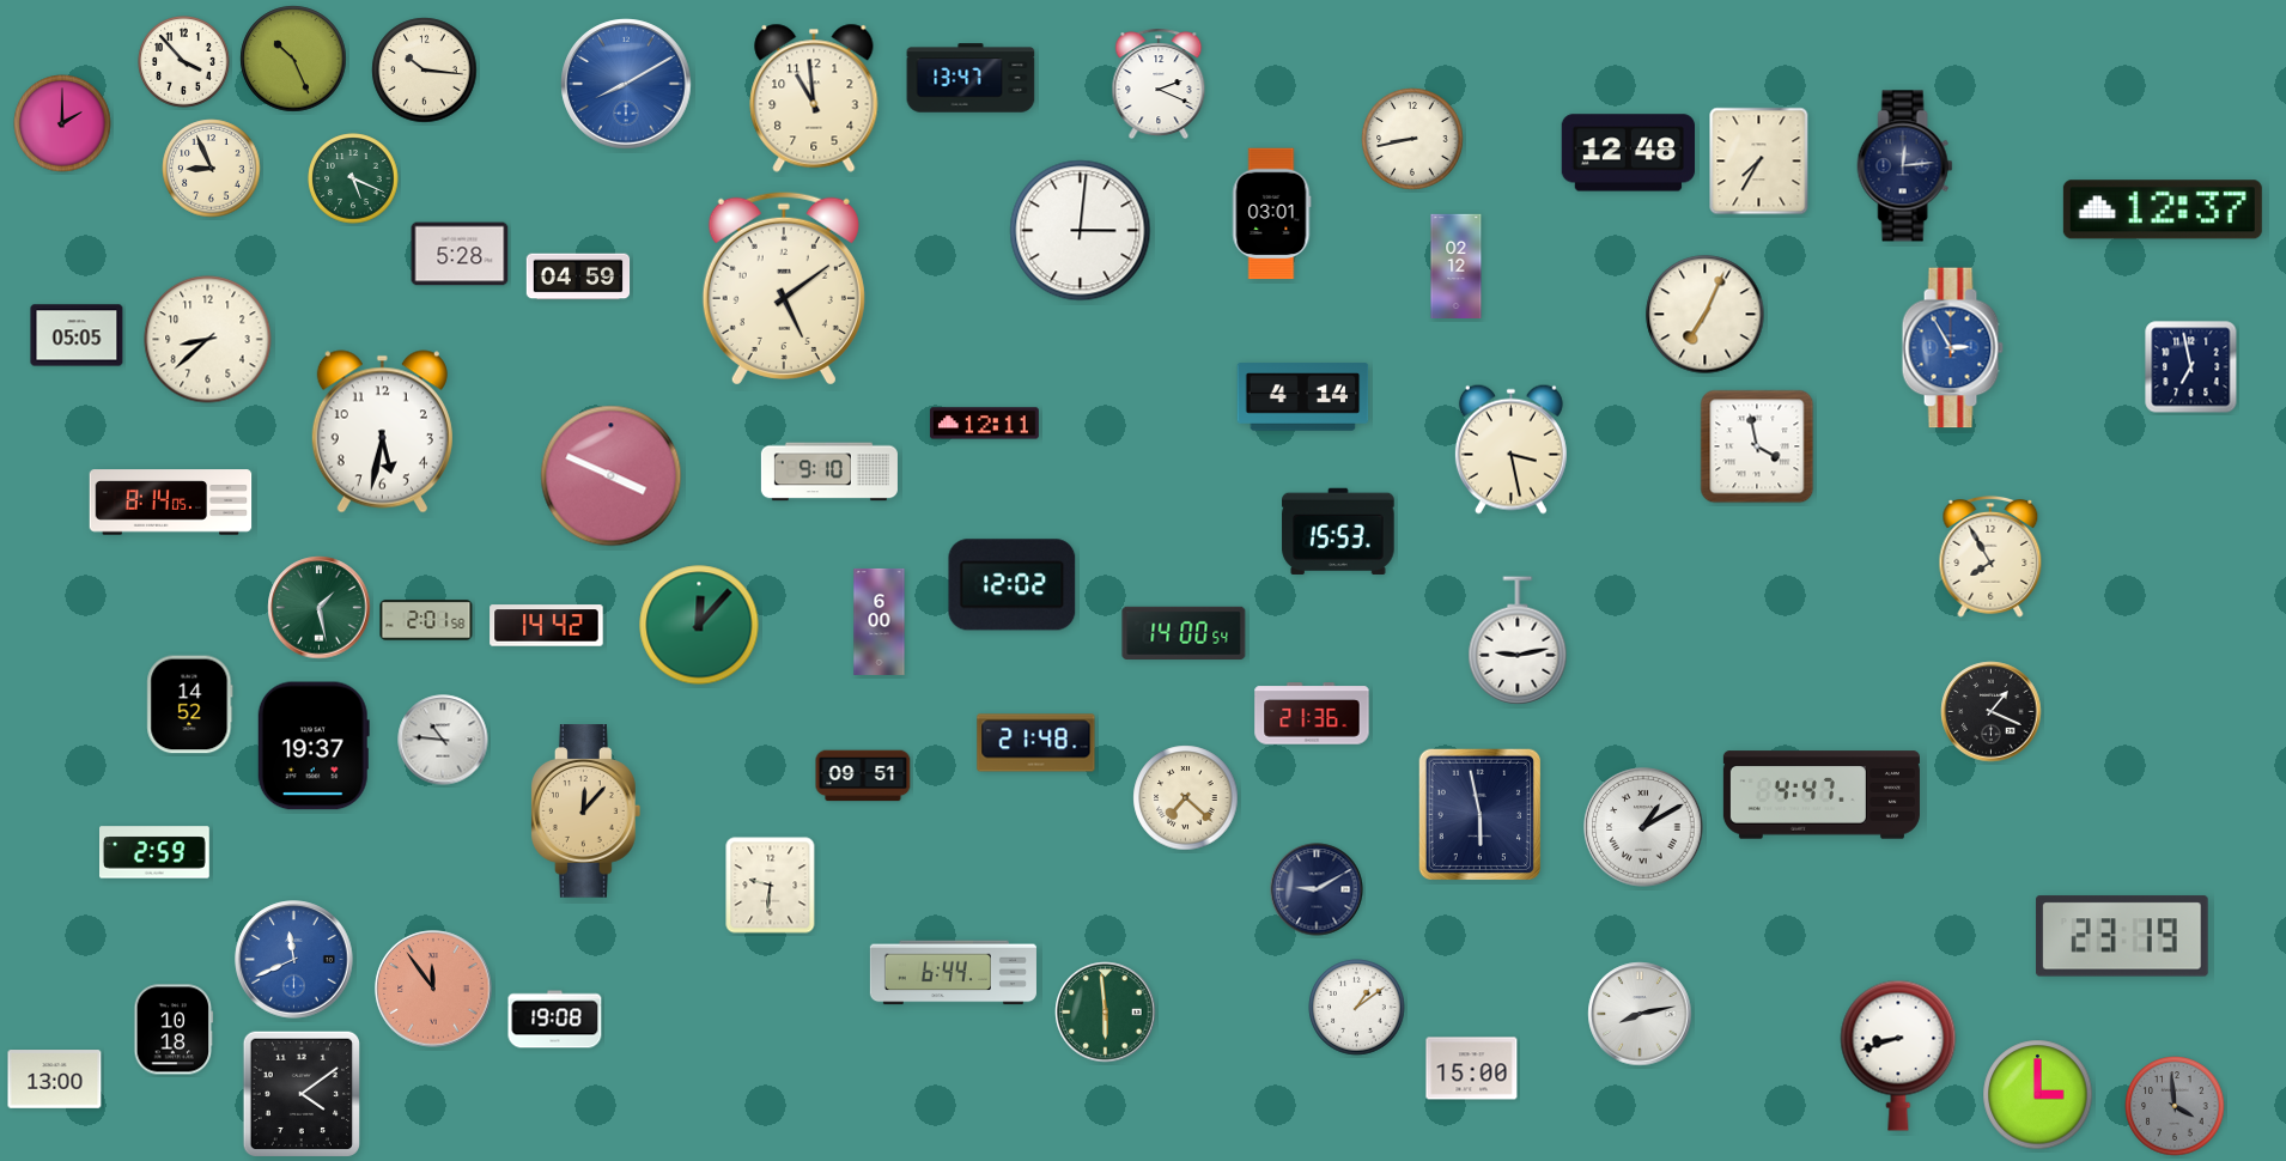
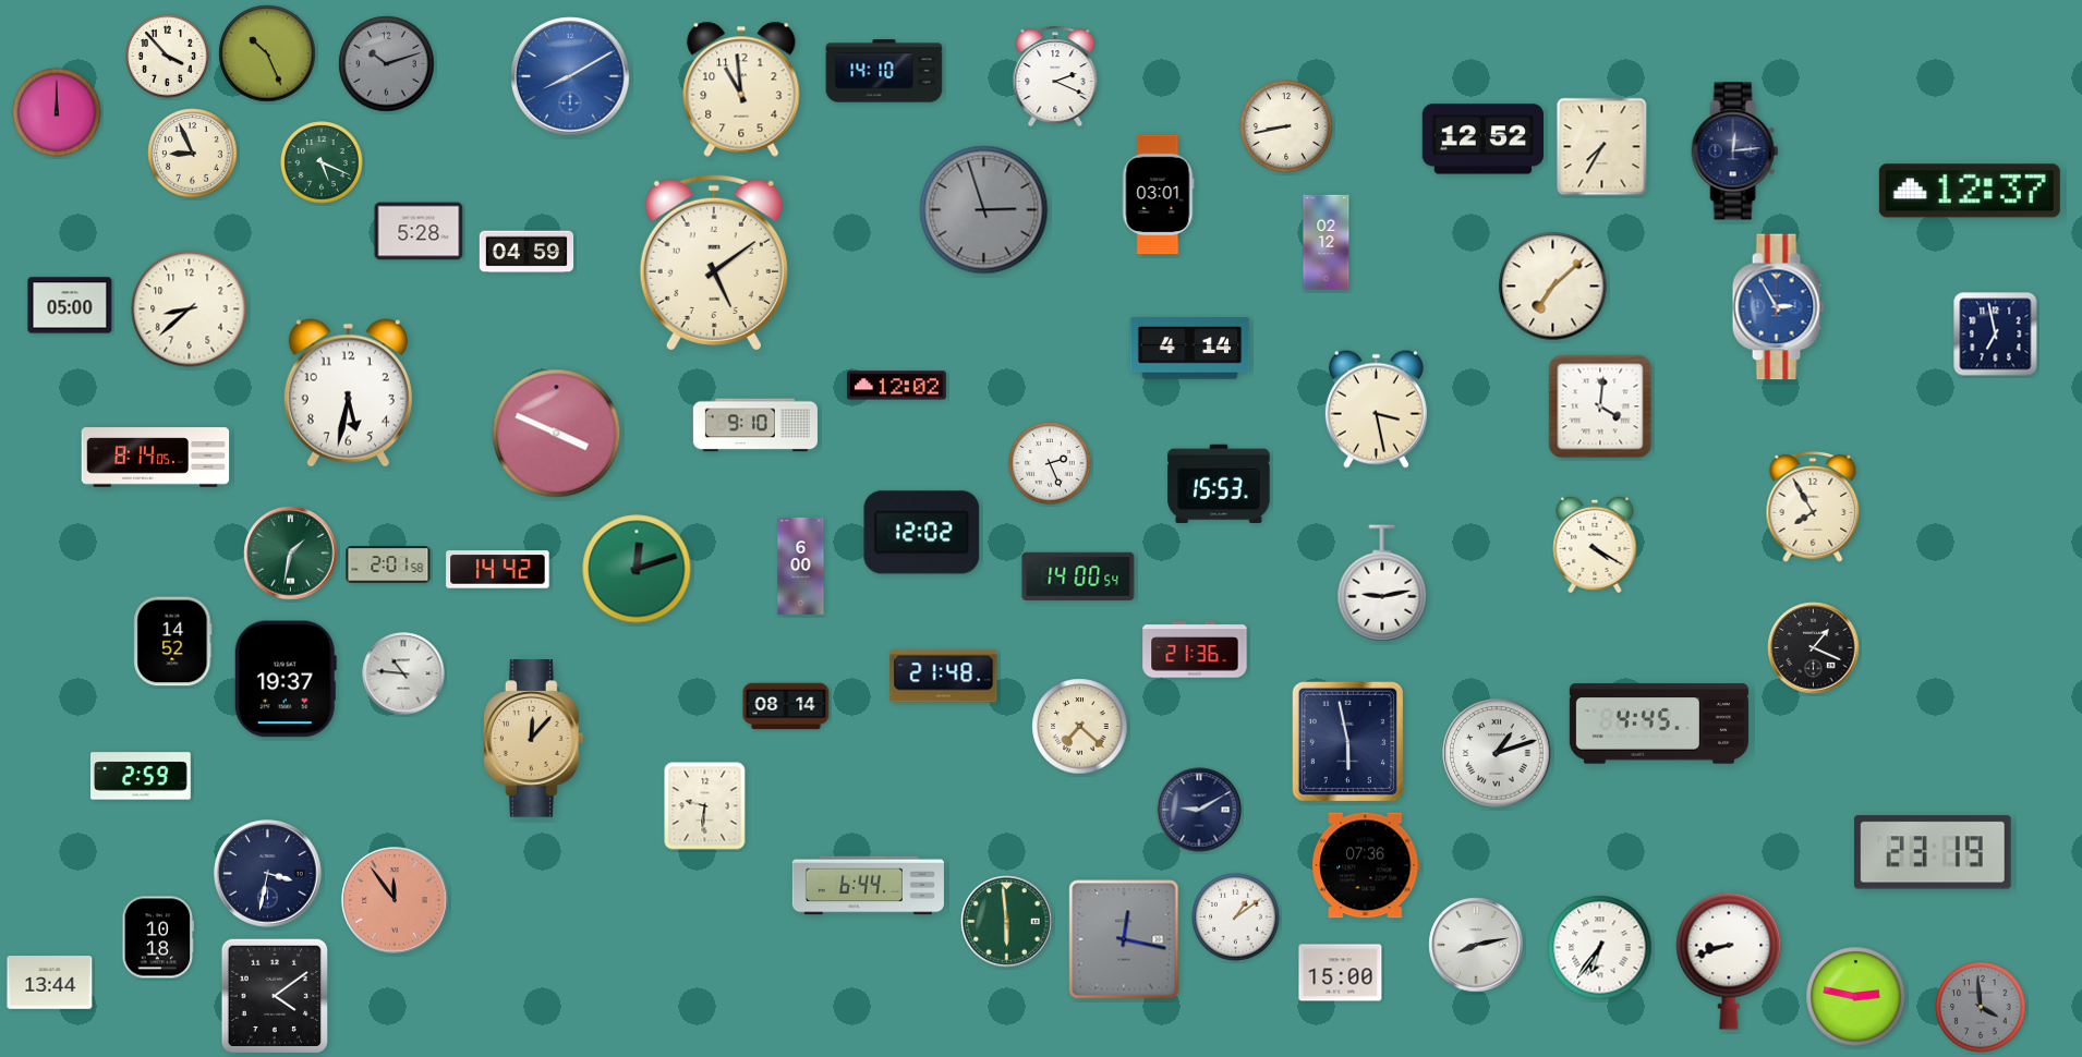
clock at (425, 71): 10:16 -> 10:12
clock at (425, 71) dial: cream -> grey
clock at (971, 78): 13:47 -> 14:10
clock at (62, 123): 2:00 -> 12:00
clock at (1628, 153): 12:48 -> 12:52
clock at (1081, 231): 3:01 -> 2:57
clock at (1081, 231) dial: white -> grey
clock at (1706, 315): 7:04 -> 7:08
clock at (77, 335): 05:05 -> 05:00
clock at (1952, 348) position: (1952, 348) -> (1778, 307)
clock at (1303, 397) position: (1303, 397) -> (1190, 349)
clock at (984, 424): 12:11 -> 12:02
clock at (1757, 446): 3:58 -> 4:01
clock at (829, 472) position: (829, 472) -> (755, 425)
clock at (1050, 463): none -> 2:26
clock at (1595, 545): none -> 4:20
clock at (320, 608): 1:28 -> 1:32
clock at (699, 625): 12:07 -> 12:12
clock at (863, 776): 09:51 -> 08:14
clock at (1822, 795): 4:47 -> 4:45
clock at (1643, 827): 1:10 -> 1:12
clock at (771, 886) position: (771, 886) -> (705, 806)
clock at (1366, 865): none -> 07:36
clock at (294, 960): 11:41 -> 3:32
clock at (294, 960) dial: blue -> navy
clock at (1640, 1014) position: (1640, 1014) -> (1476, 945)
clock at (555, 1020): 19:08 -> none
clock at (1124, 939): none -> 12:17
clock at (1600, 948): none -> 6:36
clock at (55, 1080): 13:00 -> 13:44
clock at (2038, 1095): 3:00 -> 2:47
